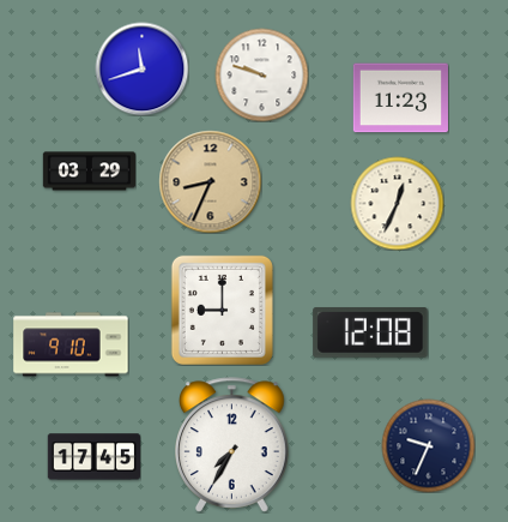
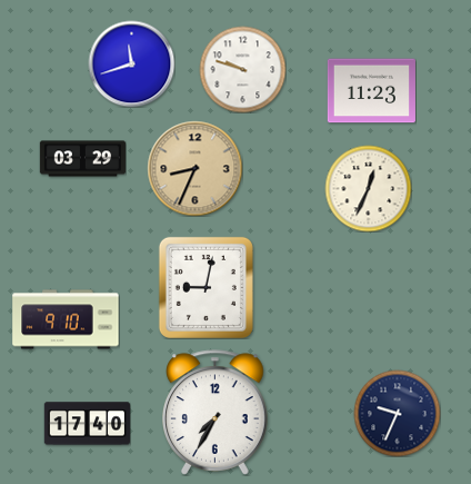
clock at (222, 310): 9:00 -> 9:02
clock at (370, 332): 12:08 -> none
clock at (93, 457): 17:45 -> 17:40
